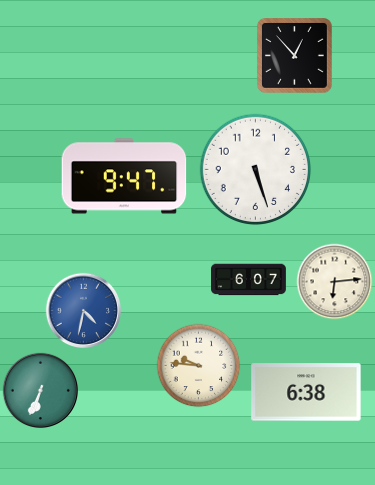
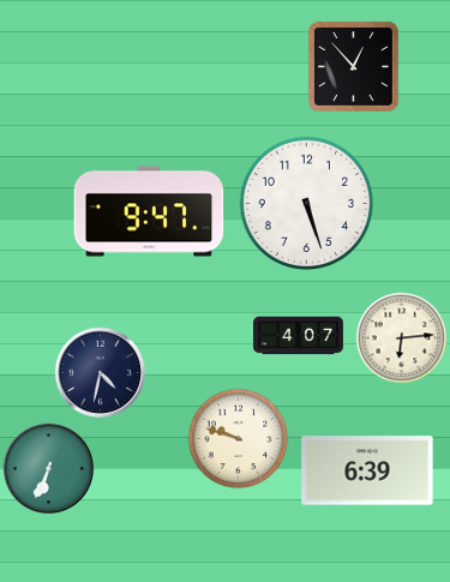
clock at (249, 280): 6:07 -> 4:07
clock at (83, 310) dial: blue -> navy
clock at (199, 366): 9:46 -> 9:48
clock at (306, 392): 6:38 -> 6:39
